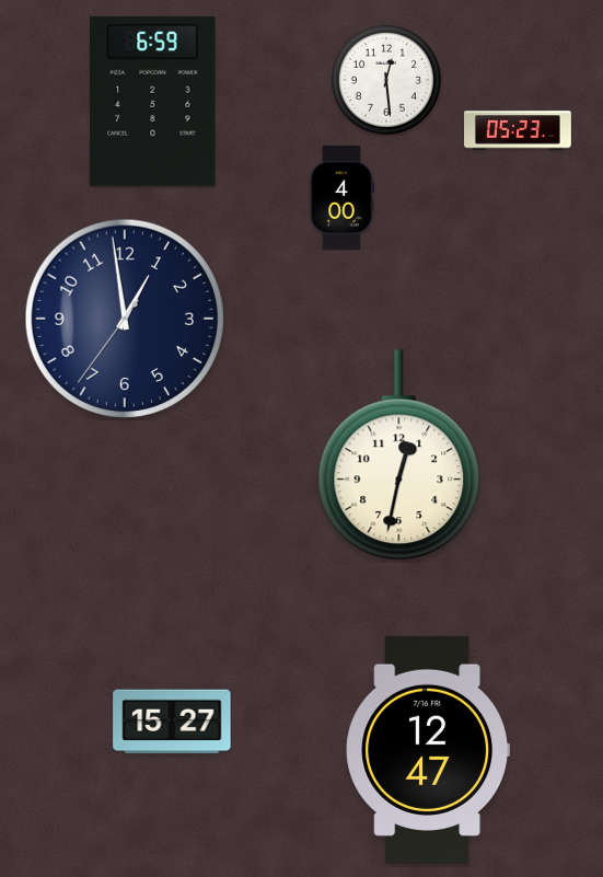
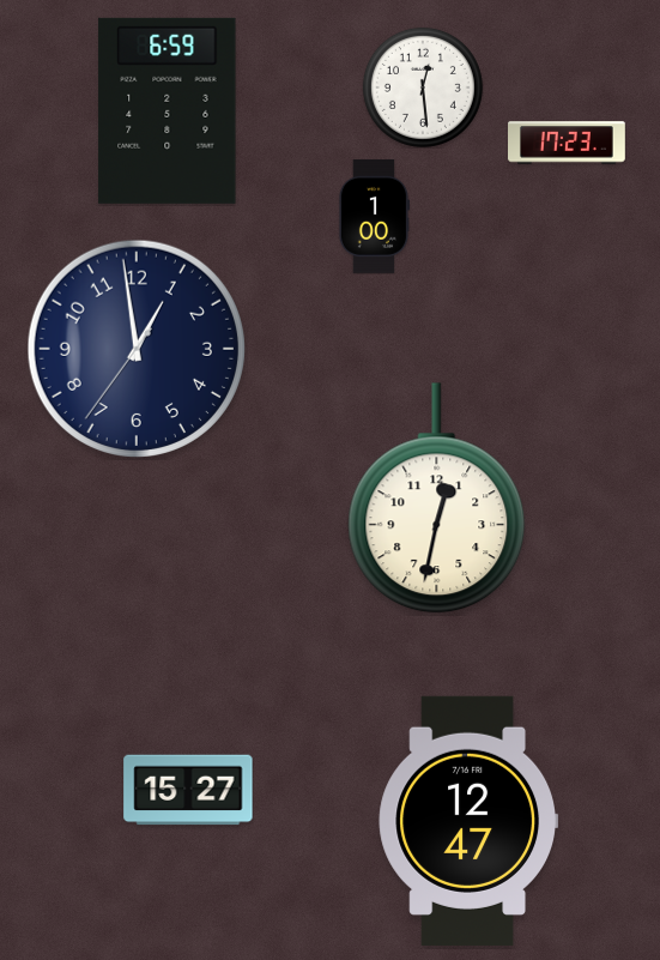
clock at (519, 130): 05:23 -> 17:23
clock at (341, 197): 4:00 -> 1:00
